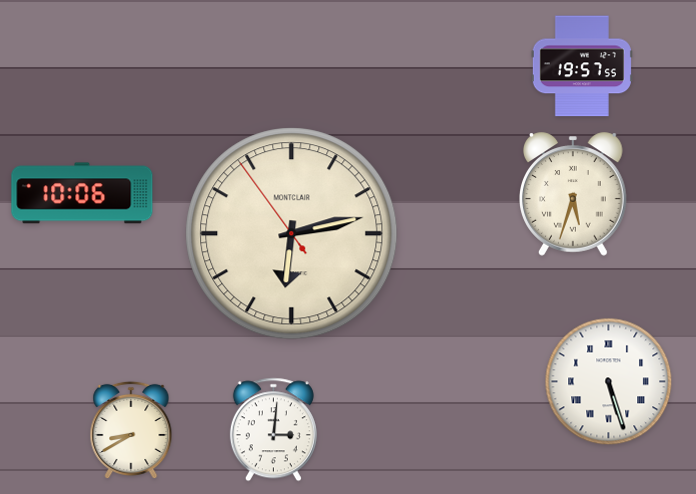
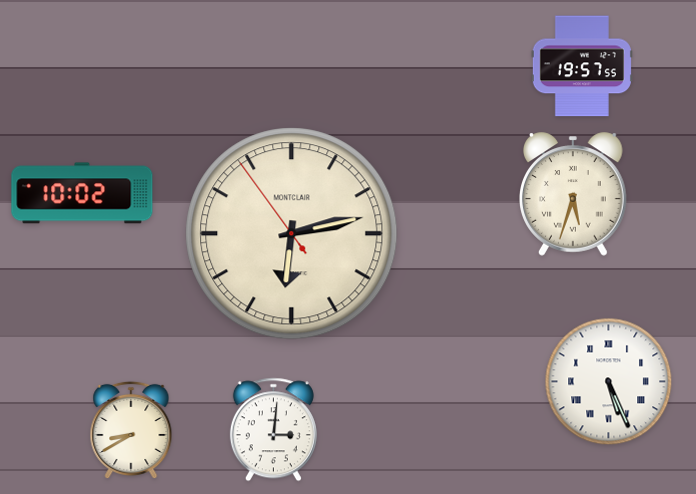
clock at (82, 193): 10:06 -> 10:02
clock at (609, 382): 5:27 -> 5:26
